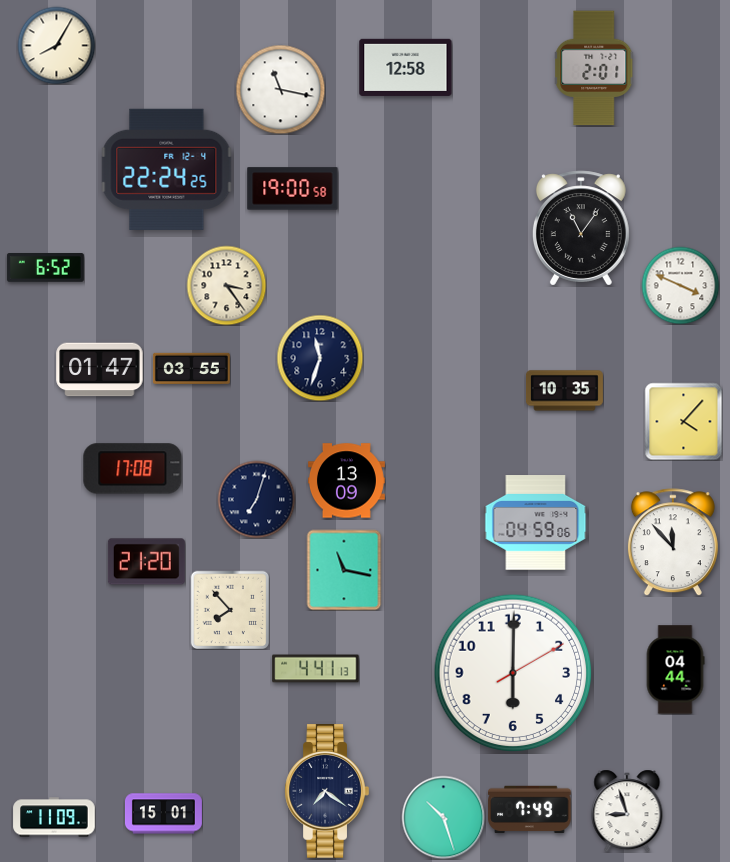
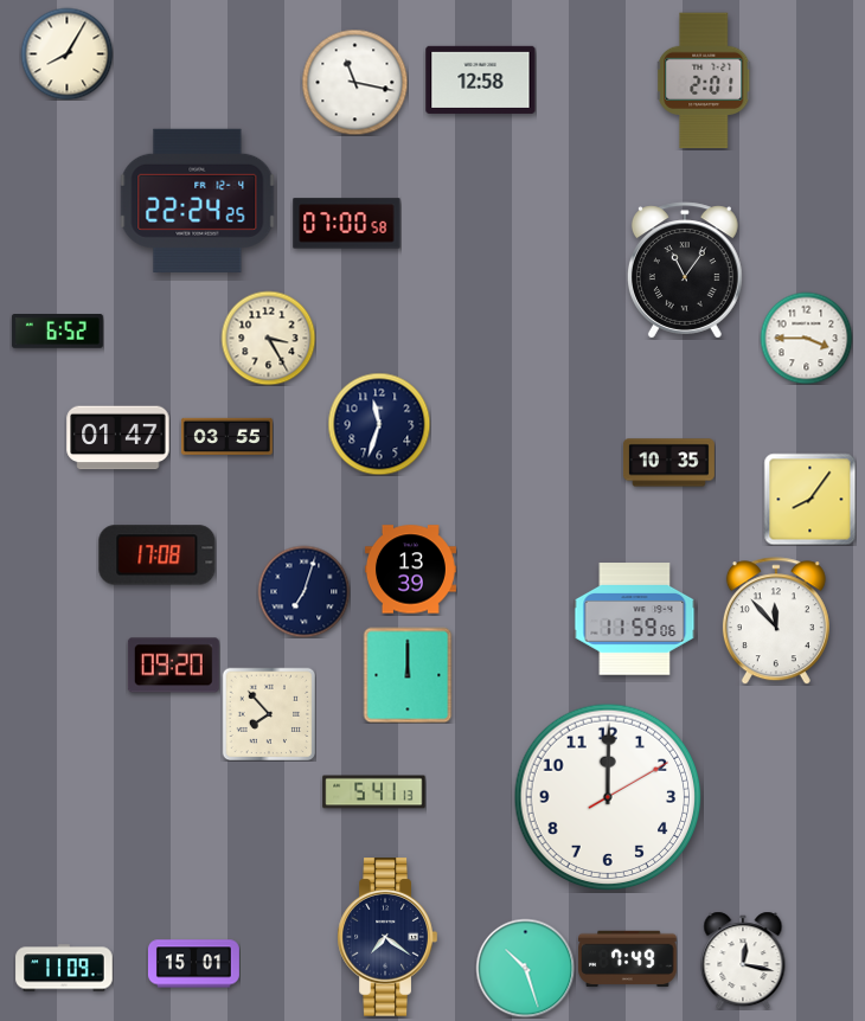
clock at (280, 89) position: (280, 89) -> (354, 82)
clock at (293, 189): 19:00 -> 07:00
clock at (581, 228) position: (581, 228) -> (685, 270)
clock at (45, 268) position: (45, 268) -> (57, 332)
clock at (226, 285): 3:24 -> 3:25
clock at (680, 285): 3:49 -> 3:45
clock at (683, 421): 4:07 -> 8:06
clock at (346, 481): 13:09 -> 13:39
clock at (536, 523): 04:59 -> 11:59
clock at (673, 542) position: (673, 542) -> (776, 621)
clock at (146, 562): 21:20 -> 09:20
clock at (344, 570): 11:17 -> 12:00
clock at (230, 610) position: (230, 610) -> (269, 714)
clock at (316, 669): 4:41 -> 5:41
clock at (675, 670): 04:44 -> none
clock at (513, 673): 6:00 -> 12:00
clock at (627, 811): 8:57 -> 12:17
